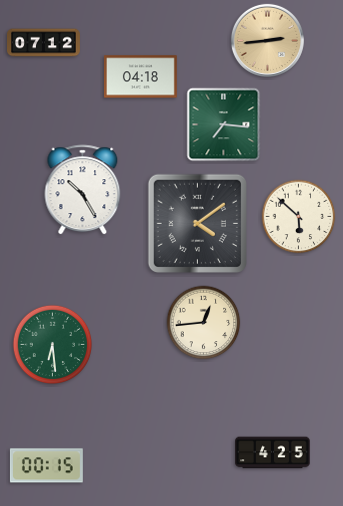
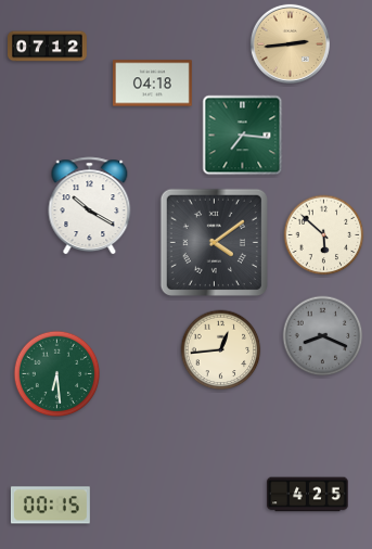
clock at (83, 190): 10:25 -> 10:20
clock at (323, 336): none -> 8:19
clock at (273, 453) position: (273, 453) -> (308, 495)
